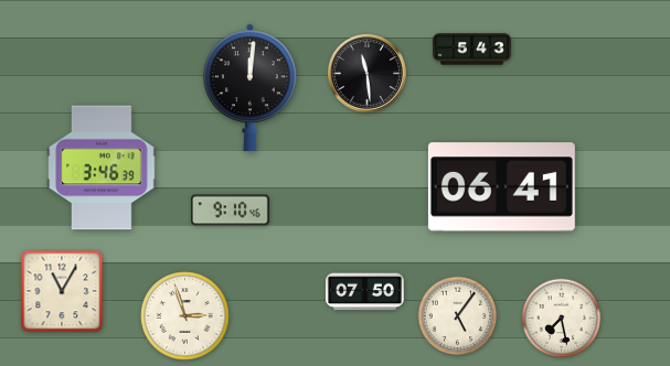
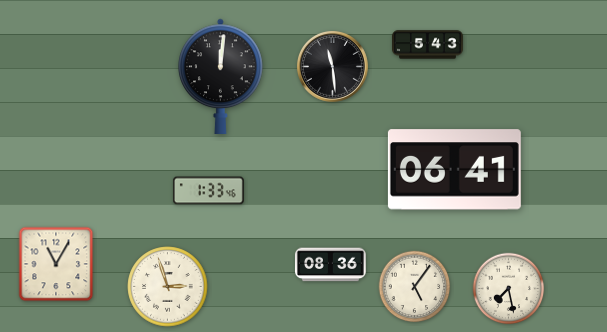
clock at (251, 87) position: (251, 87) -> (221, 76)
clock at (102, 168): 3:46 -> none
clock at (230, 211): 9:10 -> 1:33
clock at (364, 292): 07:50 -> 08:36
